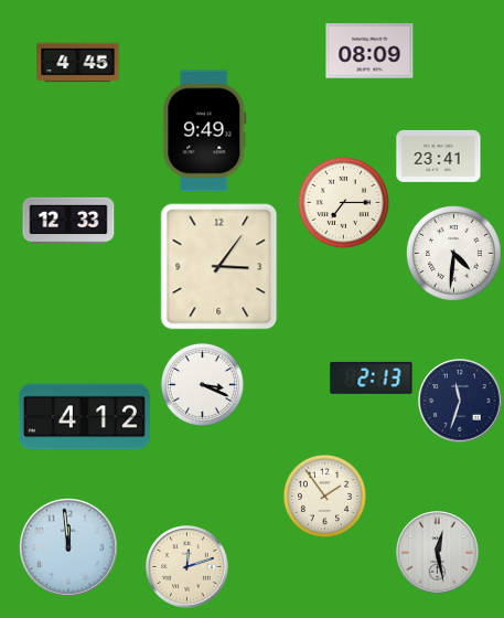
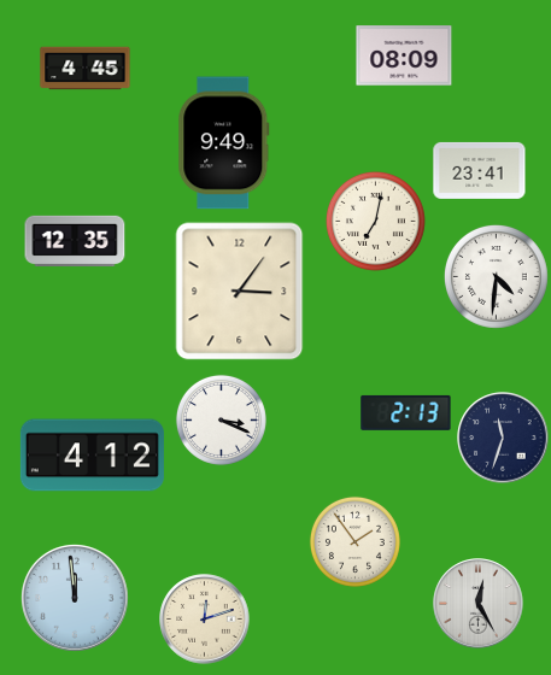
clock at (343, 202): 7:15 -> 7:02
clock at (68, 220): 12:33 -> 12:35
clock at (438, 553): 12:28 -> 12:25
